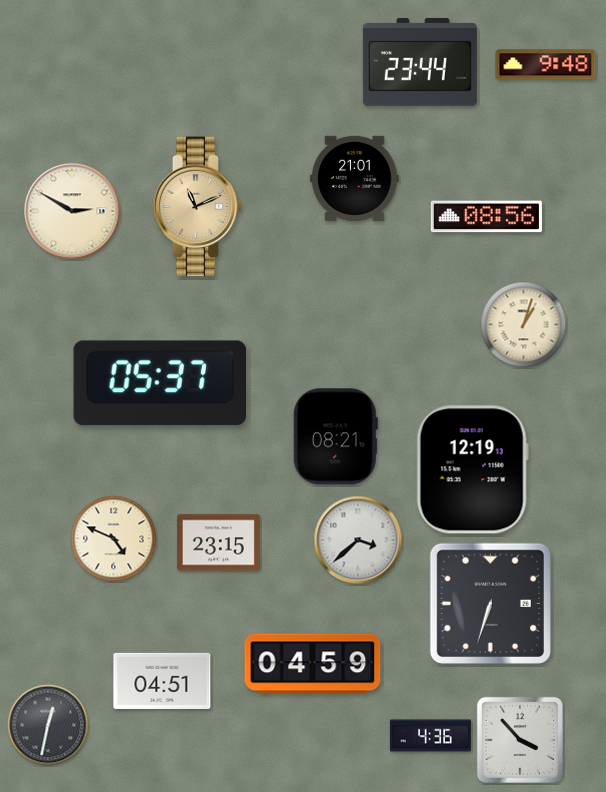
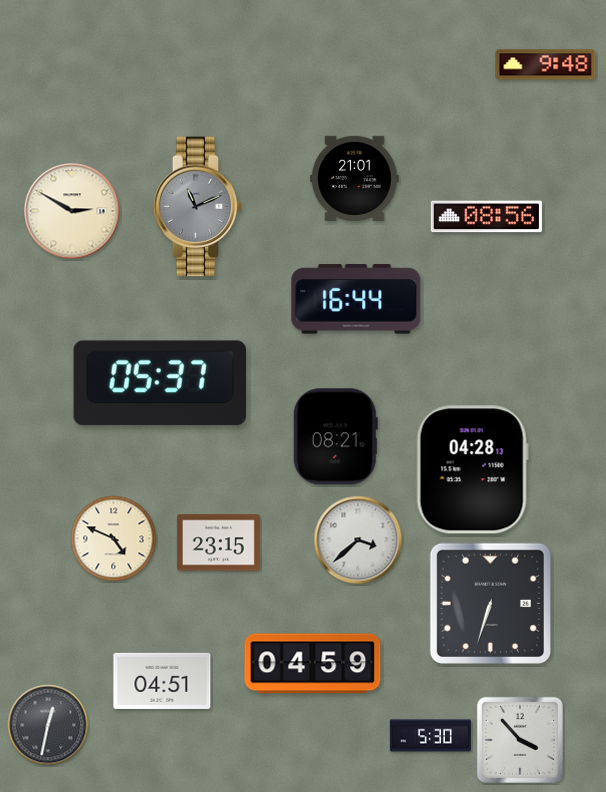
clock at (420, 62): 23:44 -> none
clock at (198, 207) dial: champagne -> grey
clock at (356, 299): none -> 16:44
clock at (524, 325): 1:03 -> none
clock at (472, 470): 12:19 -> 04:28
clock at (430, 736): 4:36 -> 5:30
